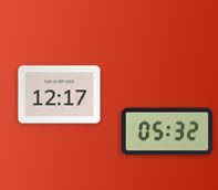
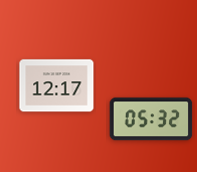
clock at (60, 95) position: (60, 95) -> (57, 86)
